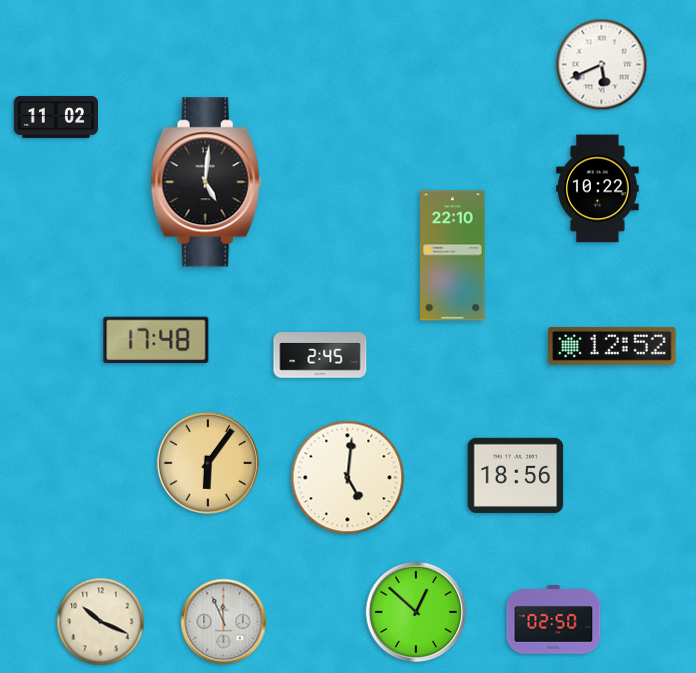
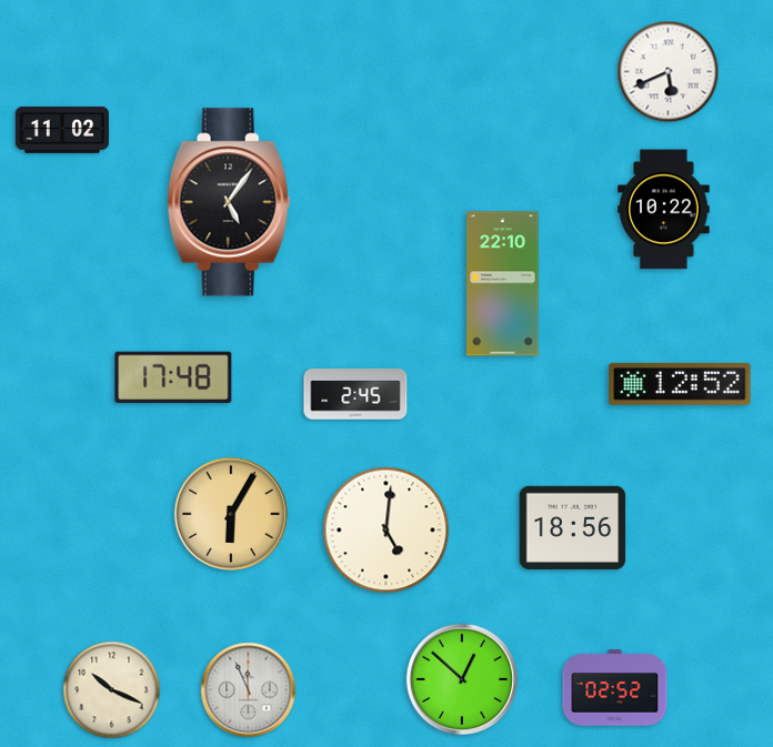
clock at (206, 182): 5:01 -> 5:06
clock at (208, 463): 6:06 -> 6:05
clock at (554, 620): 02:50 -> 02:52
